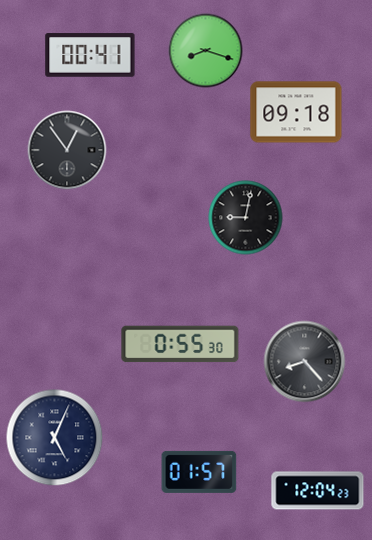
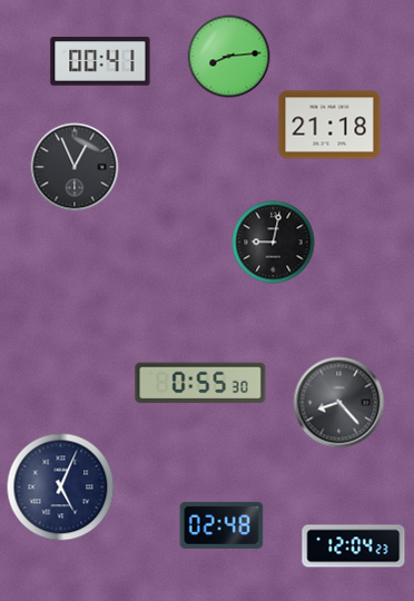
clock at (206, 51): 8:18 -> 8:14
clock at (296, 112): 09:18 -> 21:18
clock at (67, 150): 12:54 -> 12:56
clock at (199, 472): 01:57 -> 02:48
